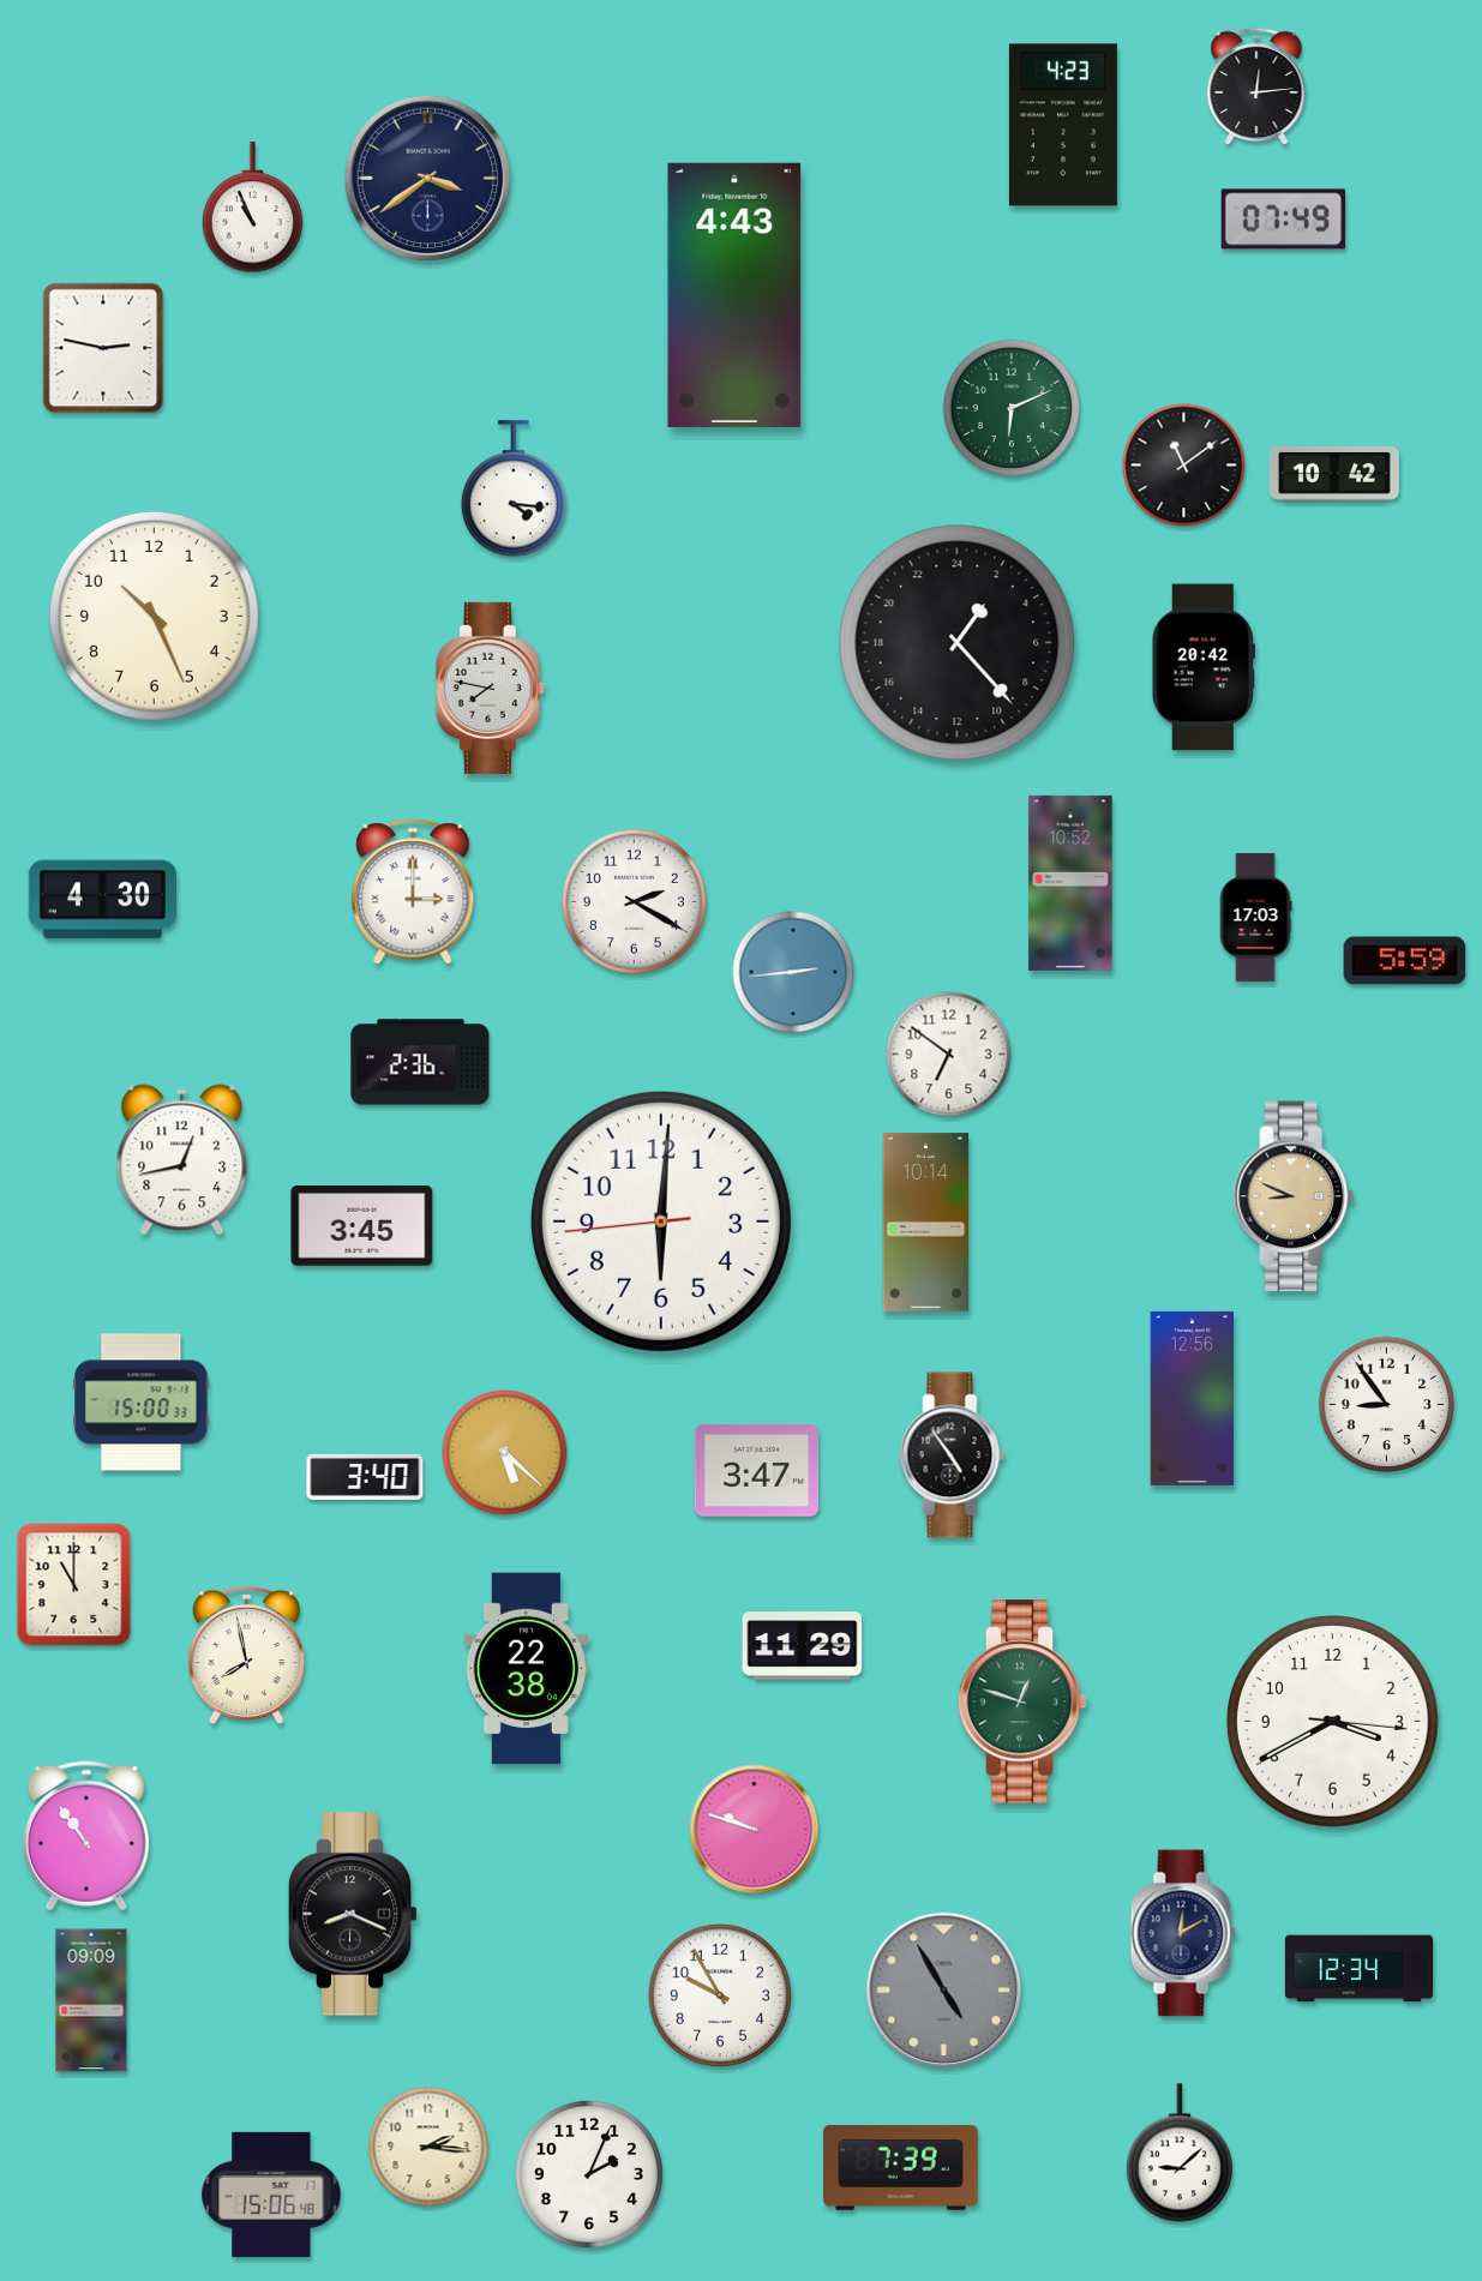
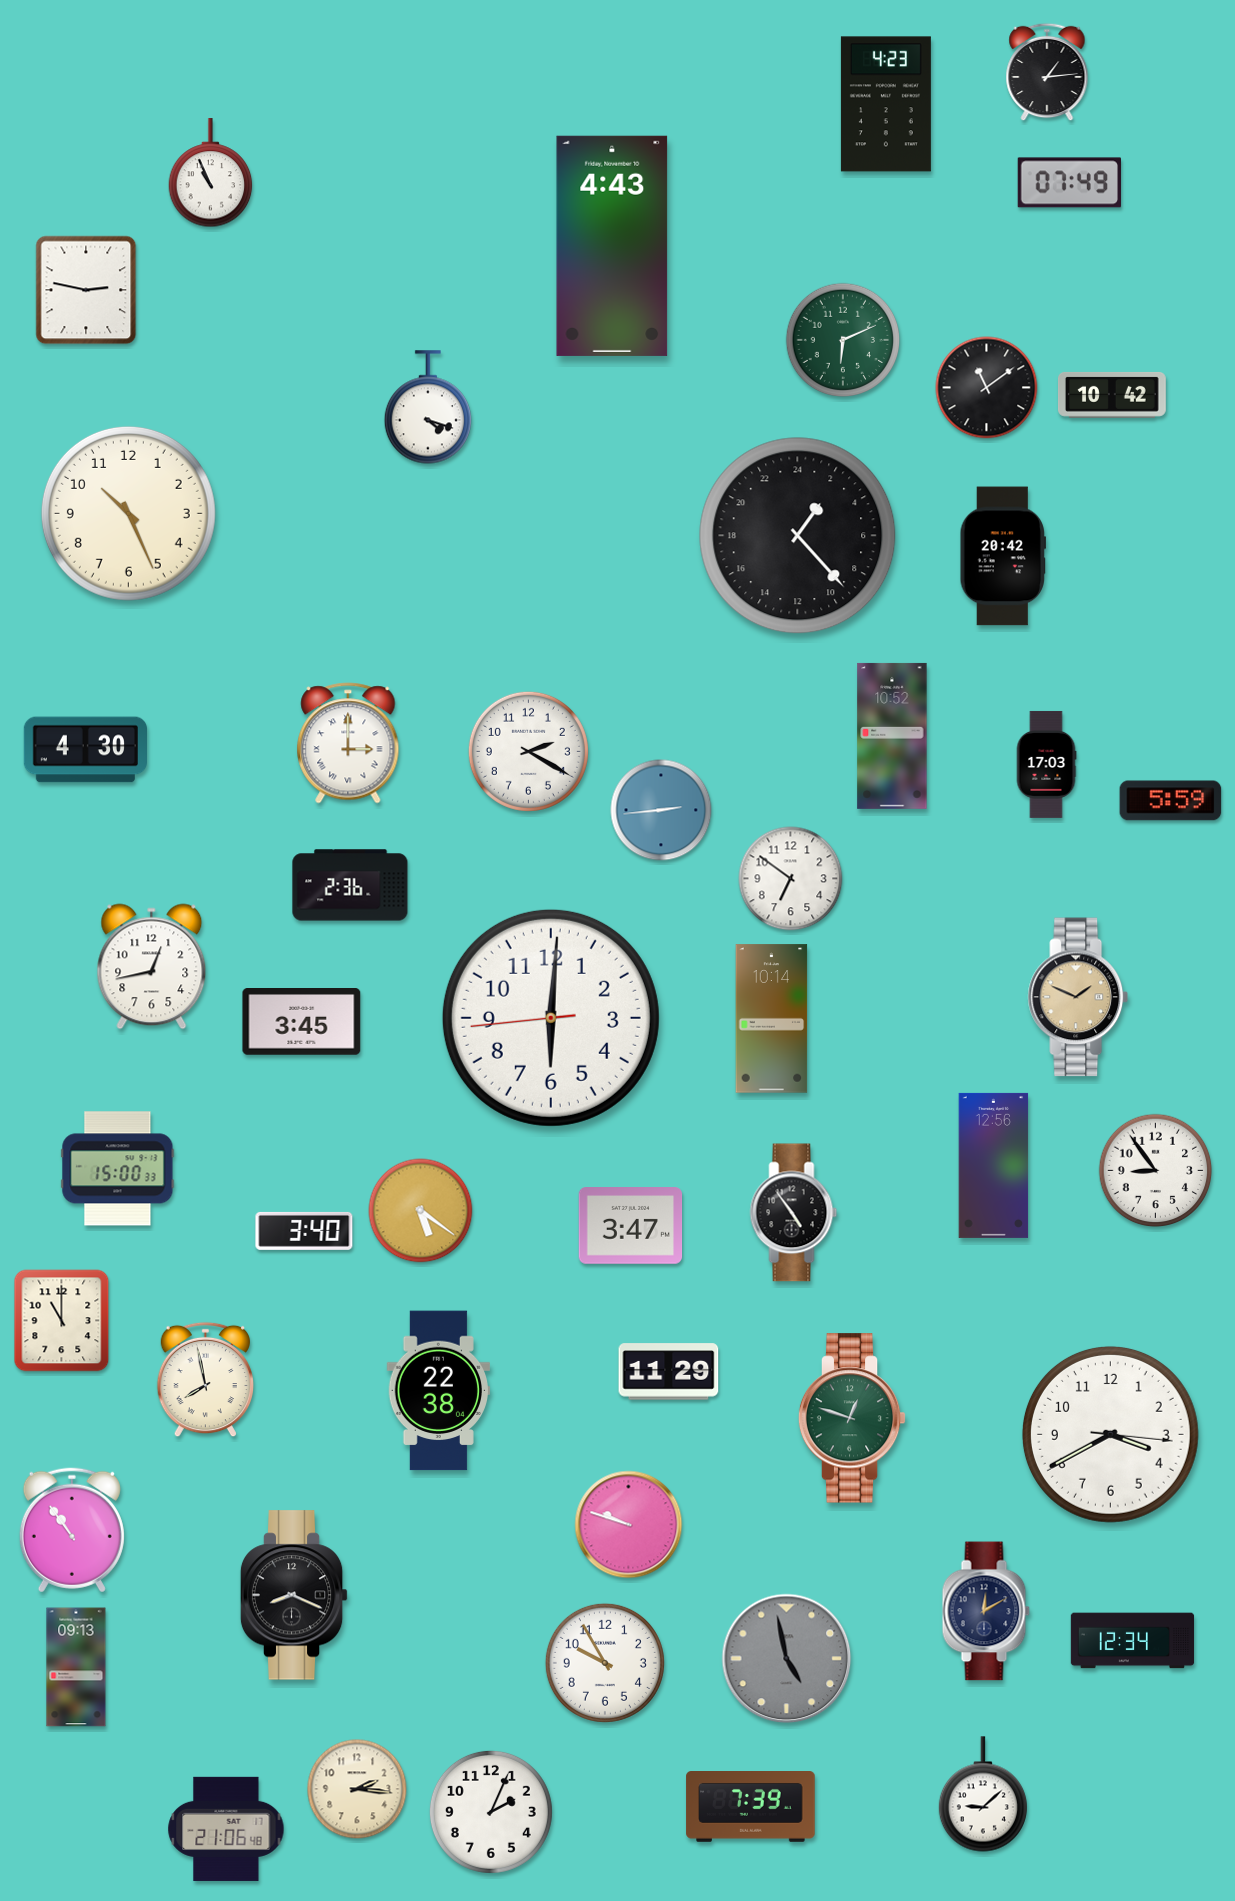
clock at (1256, 86): 12:14 -> 1:14
clock at (428, 179): 3:39 -> none
clock at (512, 488): 4:16 -> 4:18
clock at (490, 688): 7:47 -> none
clock at (413, 892) position: (413, 892) -> (348, 743)
clock at (1294, 1196): 8:49 -> 1:49
clock at (505, 1453): 5:22 -> 5:21
clock at (944, 1991): 4:55 -> 4:58
clock at (720, 1995) position: (720, 1995) -> (605, 1663)
clock at (91, 2000): 09:09 -> 09:13
clock at (271, 2195): 15:06 -> 21:06
